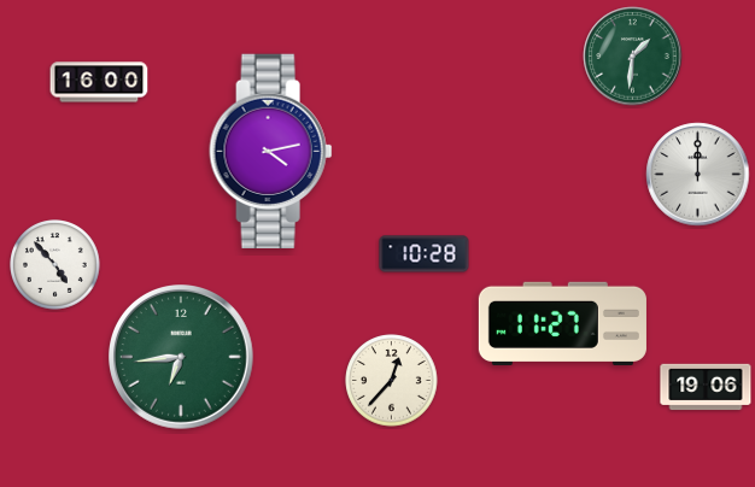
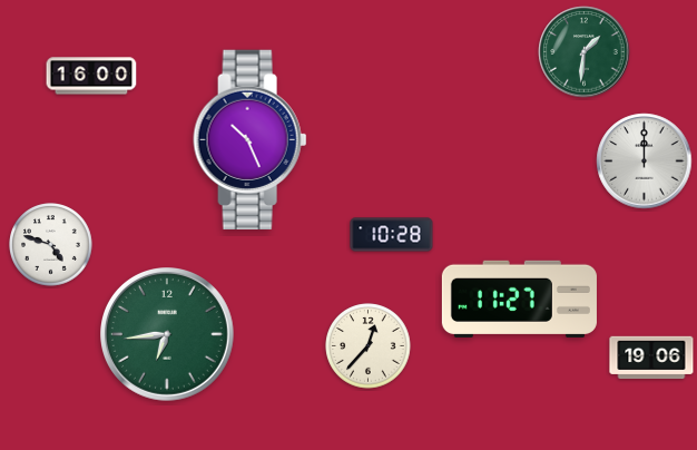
clock at (271, 151): 4:13 -> 10:26
clock at (55, 265): 4:53 -> 4:48
clock at (182, 358) position: (182, 358) -> (168, 335)
clock at (392, 381) position: (392, 381) -> (369, 346)
